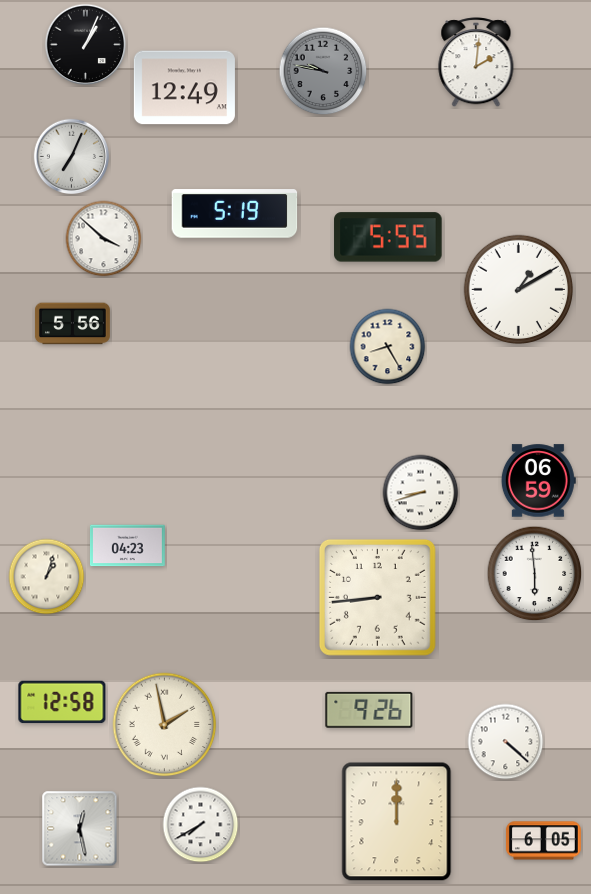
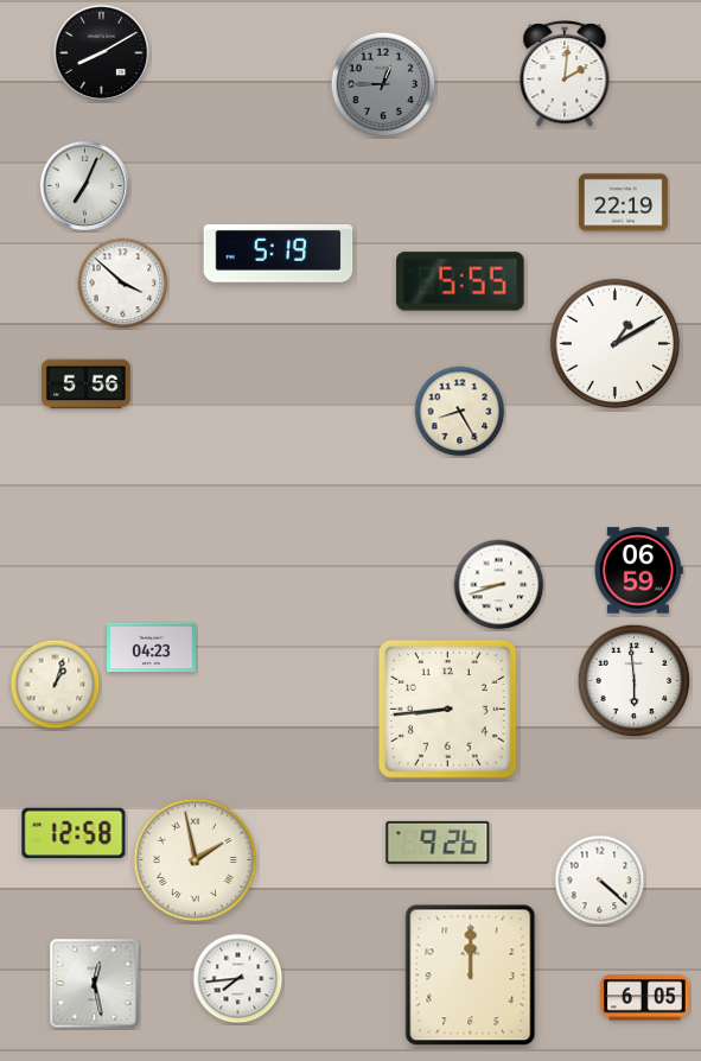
clock at (86, 45): 1:04 -> 8:10
clock at (323, 71): 9:47 -> 12:45
clock at (184, 88): 12:49 -> none
clock at (623, 203): none -> 22:19
clock at (201, 825): 7:40 -> 7:44
